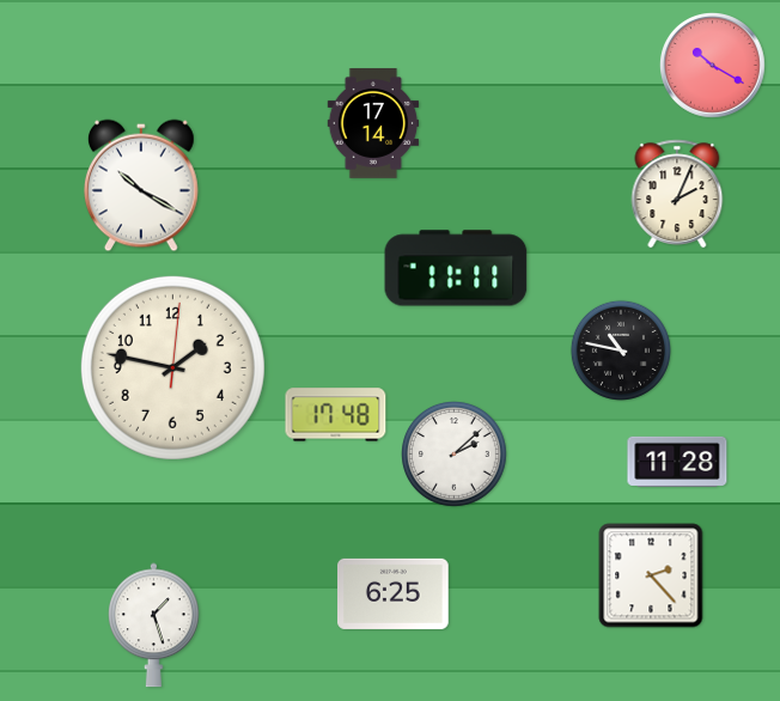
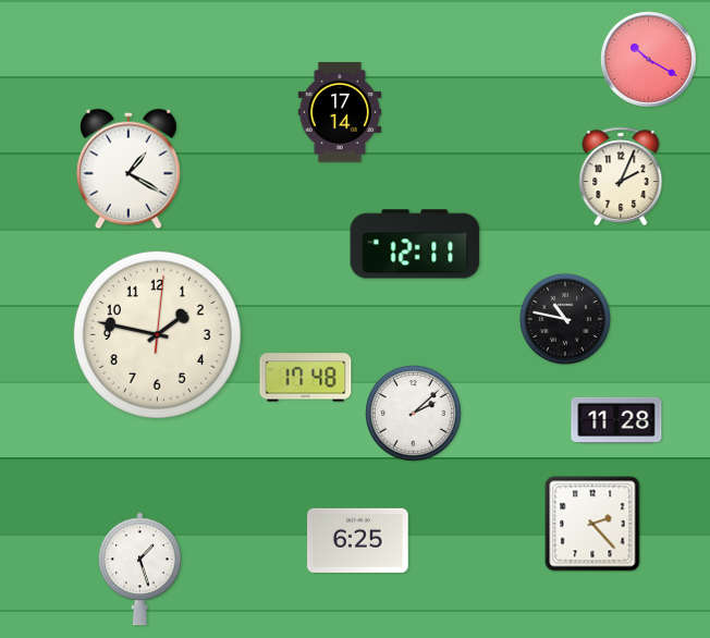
clock at (142, 185): 10:20 -> 1:20
clock at (677, 194) position: (677, 194) -> (621, 176)
clock at (456, 268): 11:11 -> 12:11
